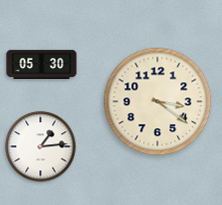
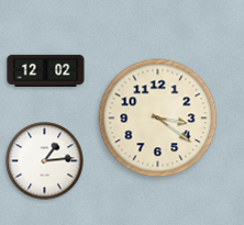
clock at (42, 64): 05:30 -> 12:02
clock at (158, 102) position: (158, 102) -> (158, 119)
